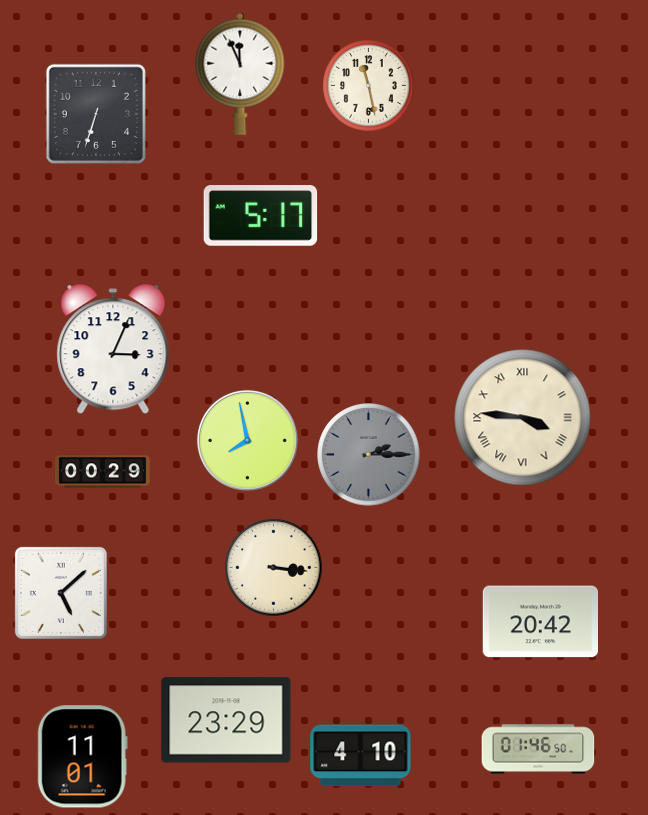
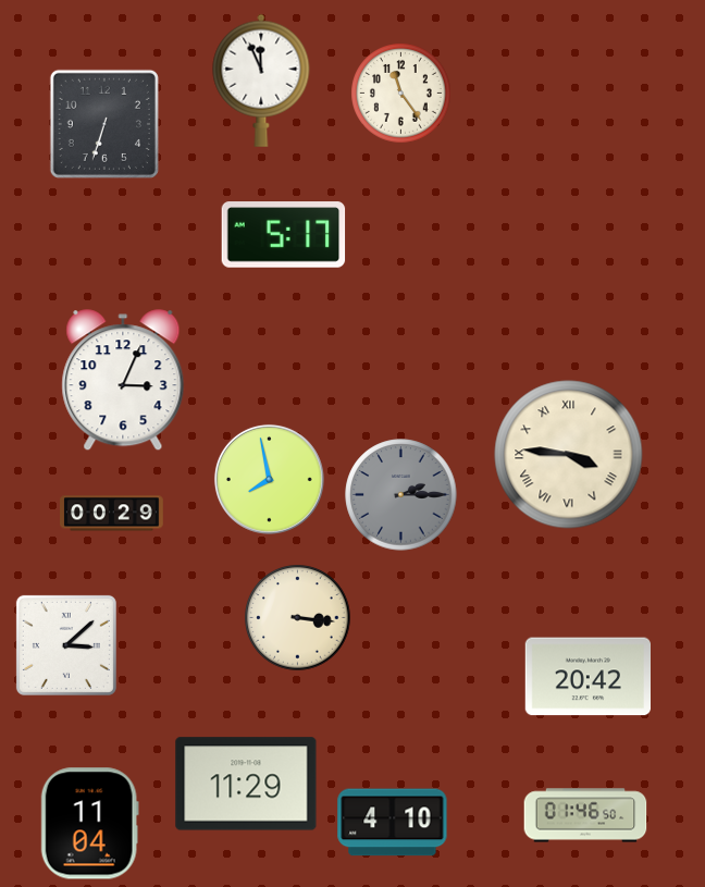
clock at (369, 86): 11:28 -> 11:24
clock at (61, 593): 5:08 -> 3:08
clock at (226, 720): 23:29 -> 11:29
clock at (82, 757): 11:01 -> 11:04
